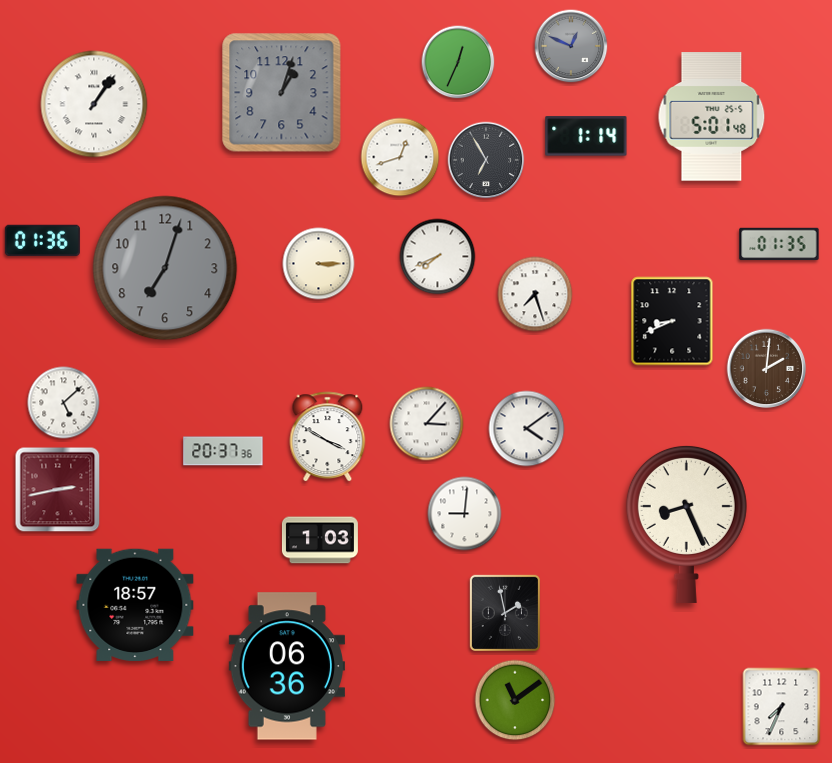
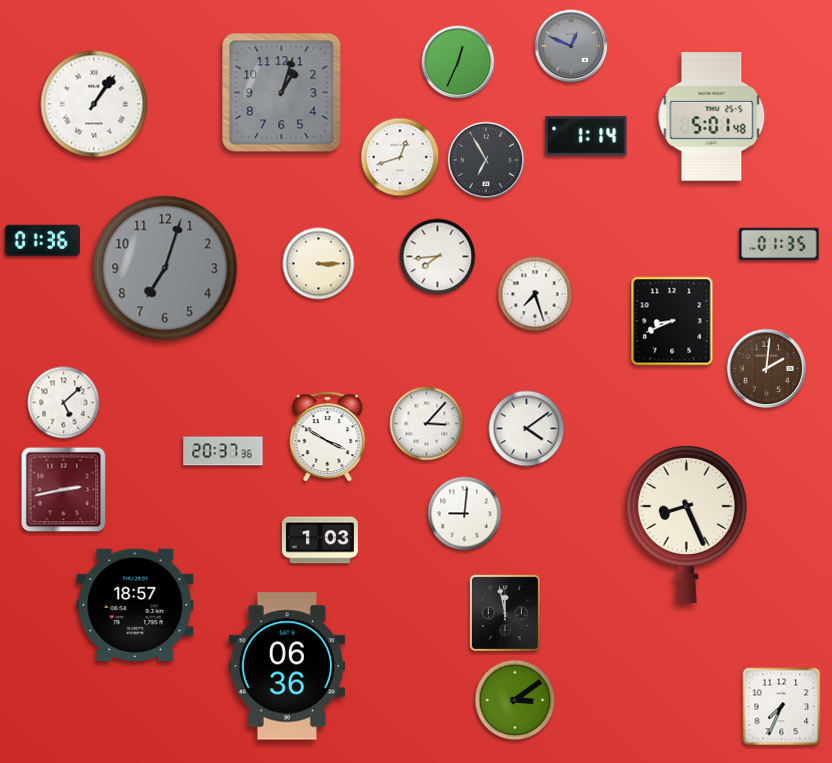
clock at (438, 257): 7:41 -> 7:44
clock at (58, 490) position: (58, 490) -> (64, 490)
clock at (504, 612): 1:58 -> 11:58
clock at (515, 700): 11:09 -> 3:09
